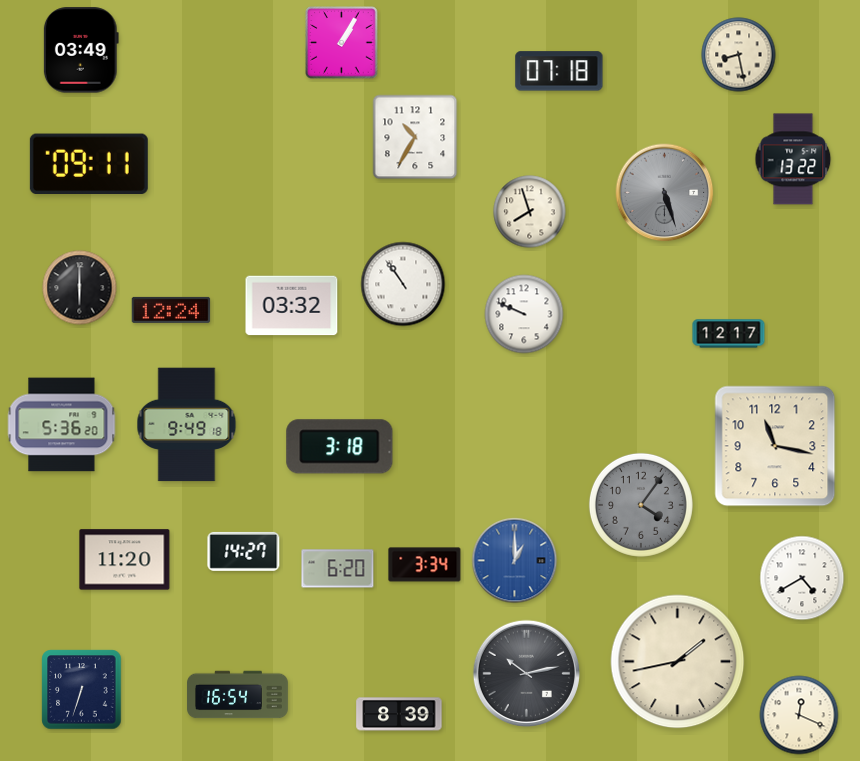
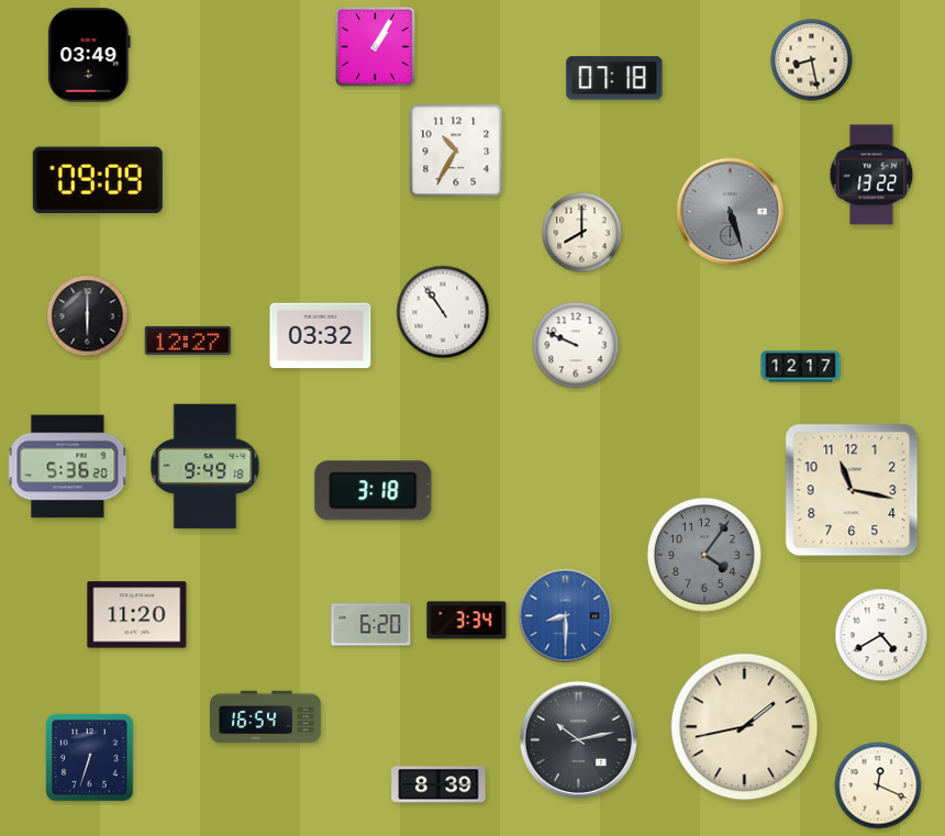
clock at (89, 164): 09:11 -> 09:09
clock at (530, 212): 7:57 -> 8:00
clock at (171, 310): 12:24 -> 12:27
clock at (244, 551): 14:27 -> none
clock at (515, 561): 1:00 -> 8:30
clock at (238, 695) position: (238, 695) -> (266, 717)
